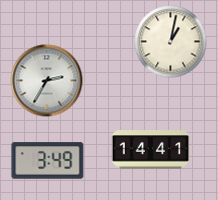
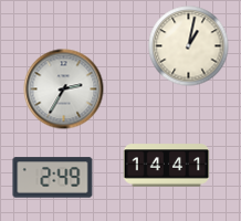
clock at (47, 81) position: (47, 81) -> (64, 90)
clock at (48, 161): 3:49 -> 2:49
